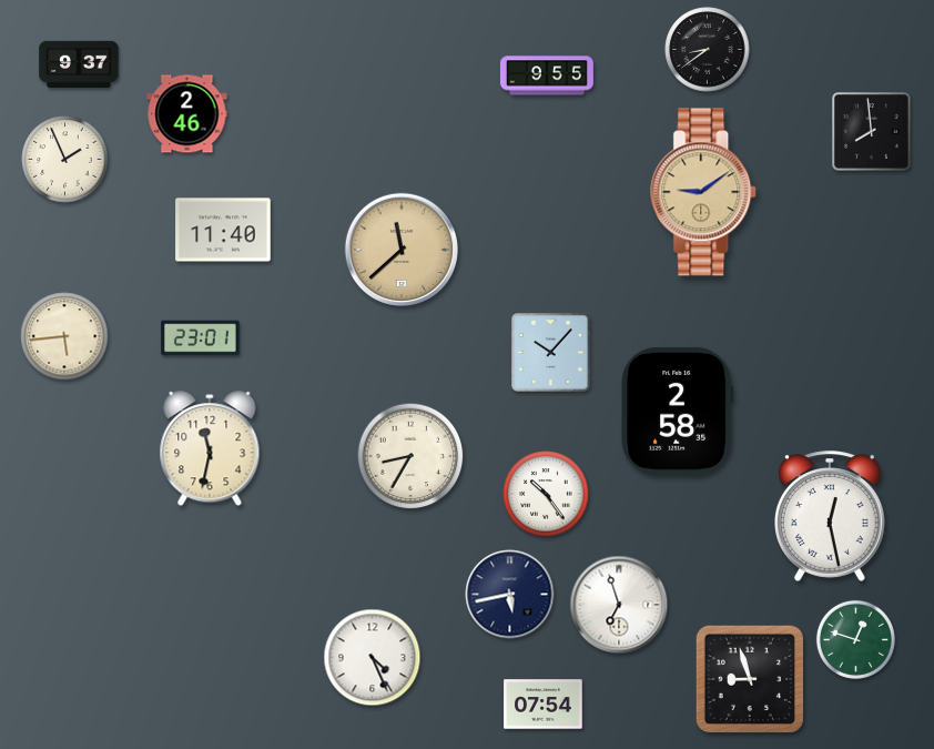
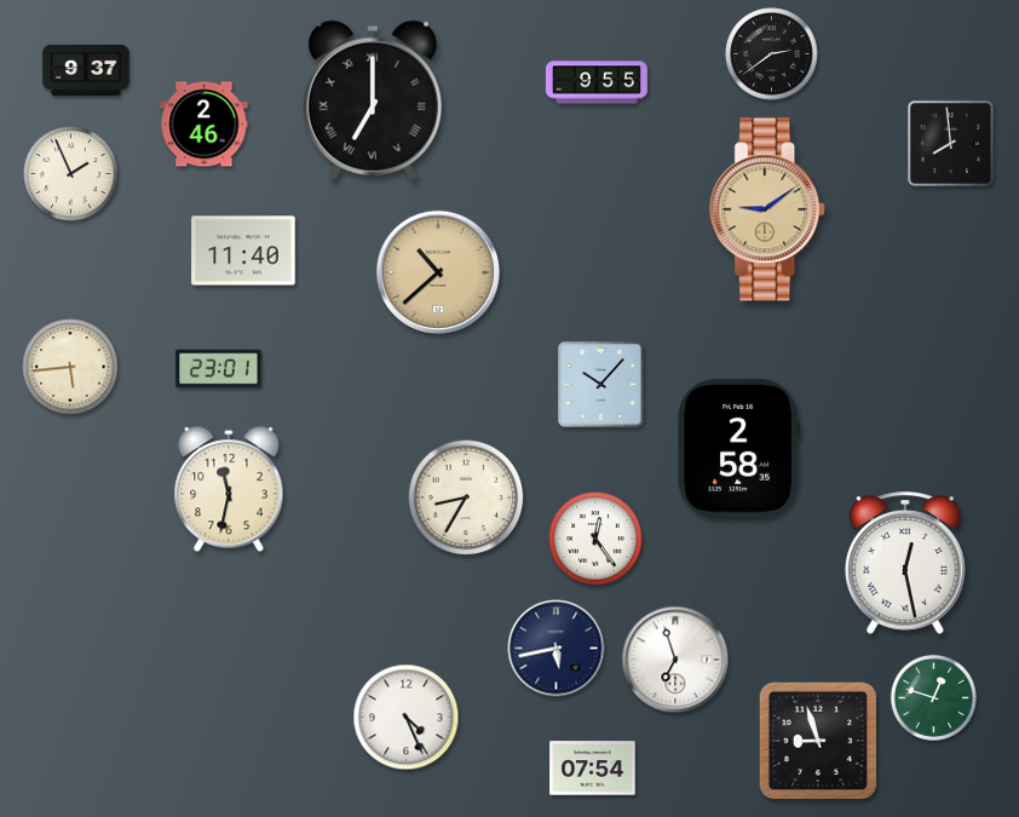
clock at (708, 50): 8:39 -> 2:39
clock at (373, 100): none -> 7:00
clock at (402, 250): 11:38 -> 10:38
clock at (410, 456) position: (410, 456) -> (466, 497)
clock at (546, 494): 10:24 -> 12:24
